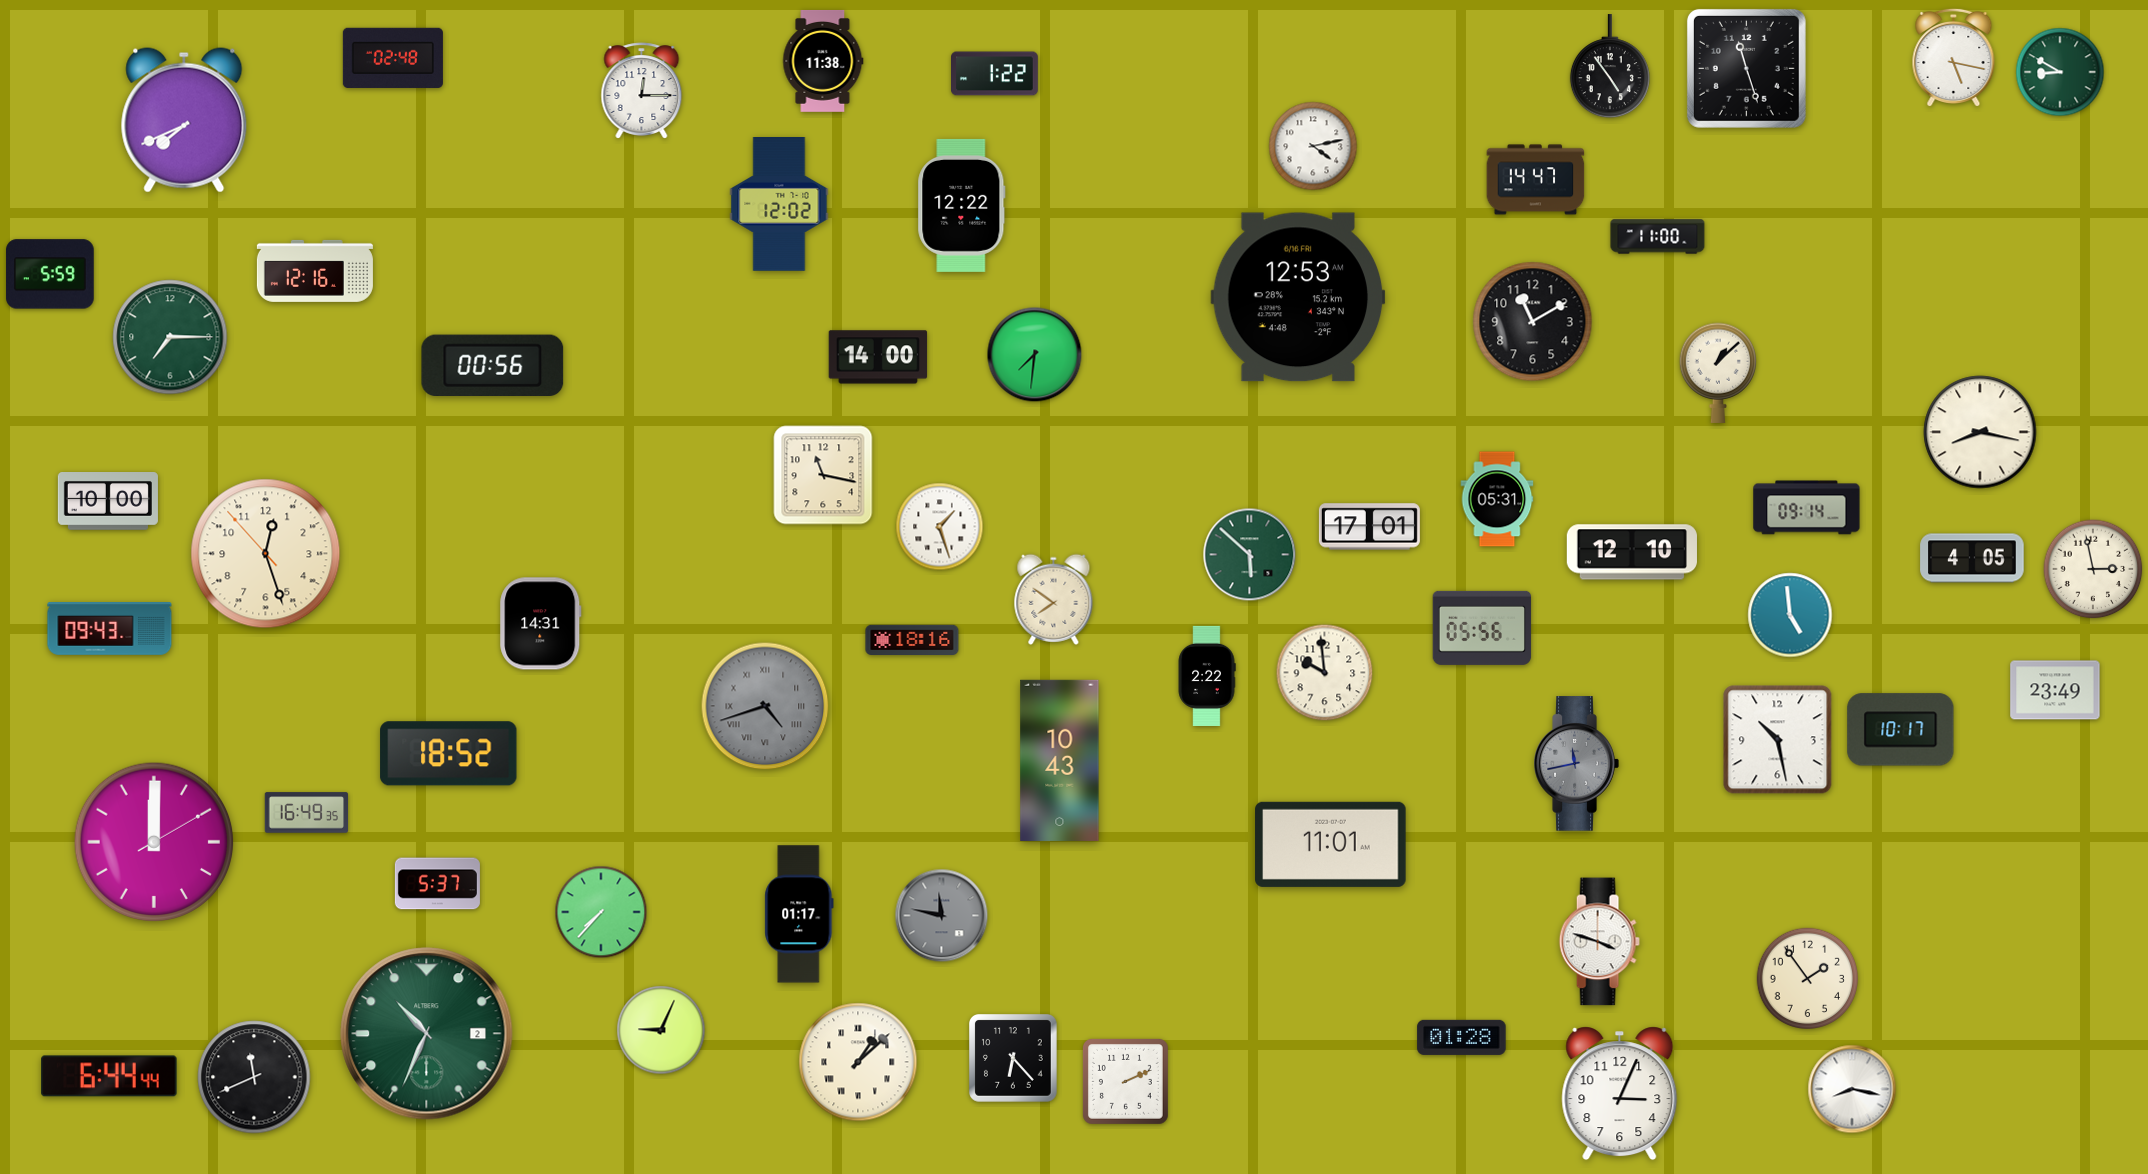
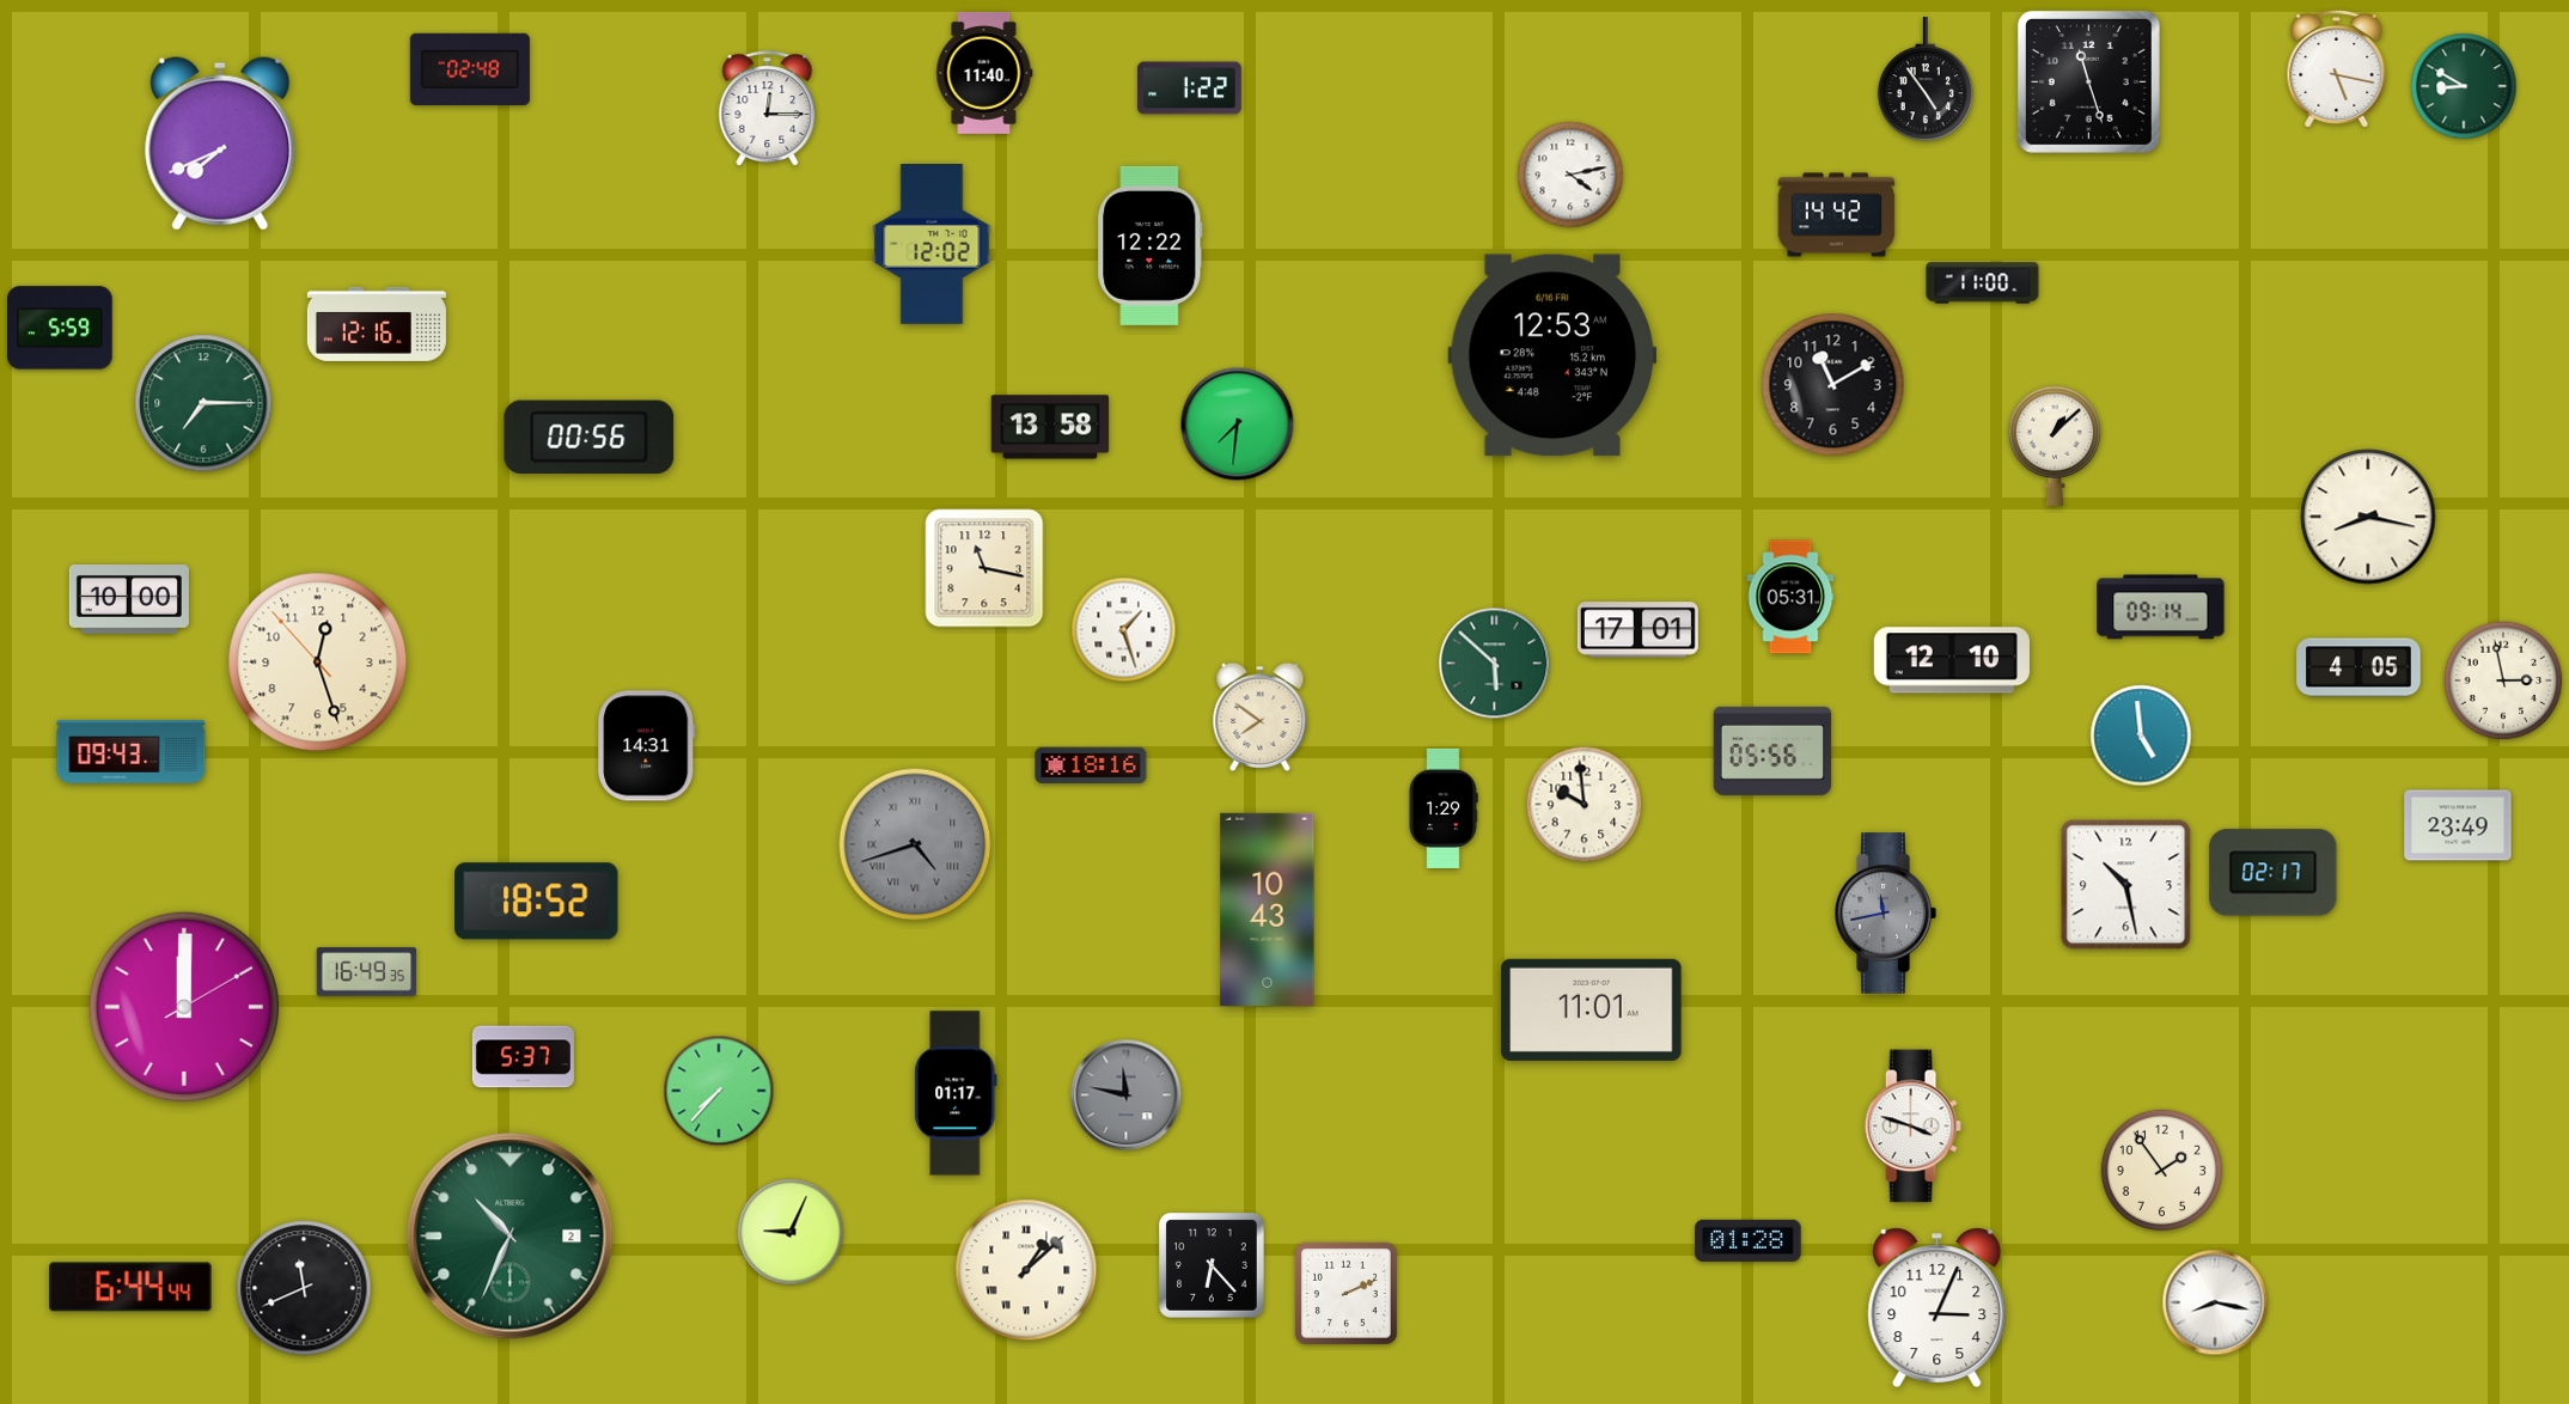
clock at (823, 61): 11:38 -> 11:40
clock at (1536, 180): 14:47 -> 14:42
clock at (878, 357): 14:00 -> 13:58
clock at (1207, 676): 2:22 -> 1:29
clock at (1901, 730): 10:17 -> 02:17
